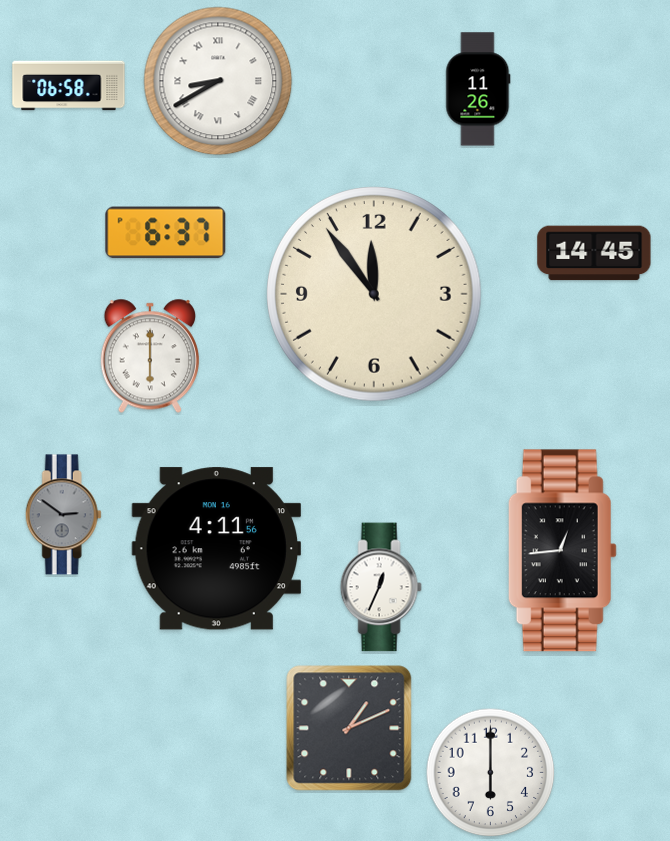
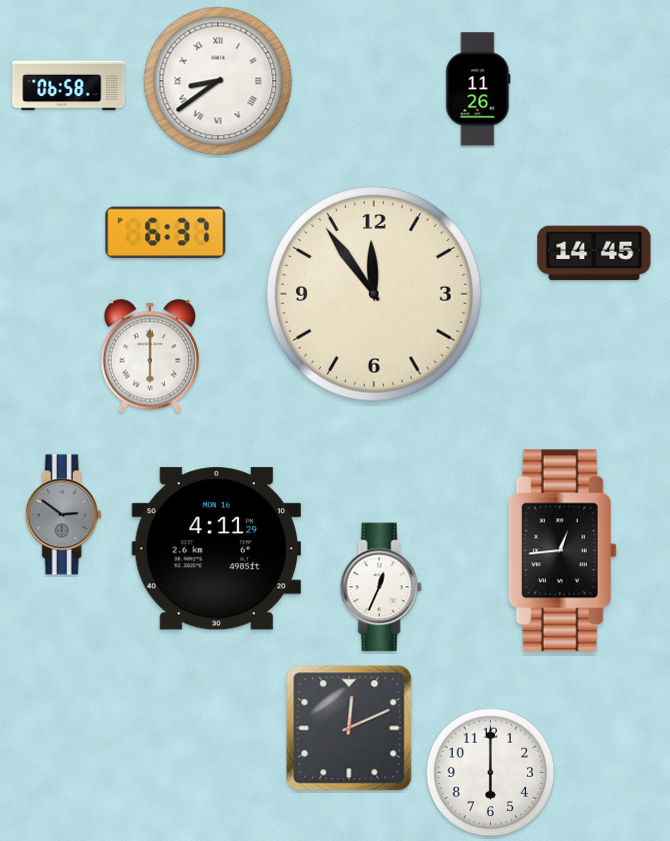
clock at (218, 81): 8:40 -> 8:39
clock at (216, 549): 4:11:56 -> 4:11:29
clock at (349, 728): 1:11 -> 12:11
